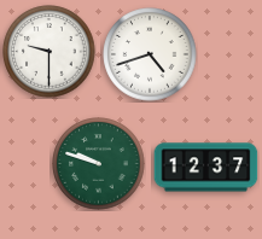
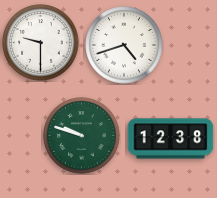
clock at (206, 168): 12:37 -> 12:38
